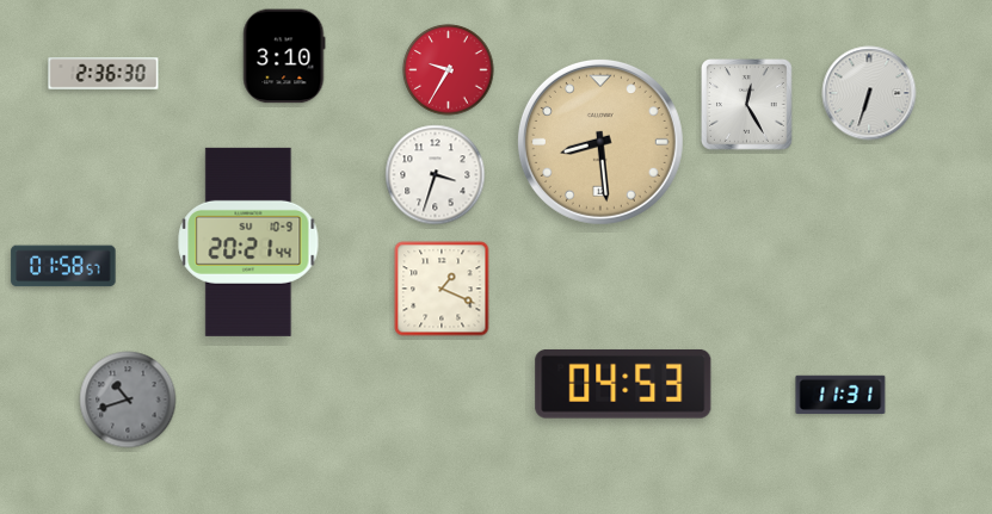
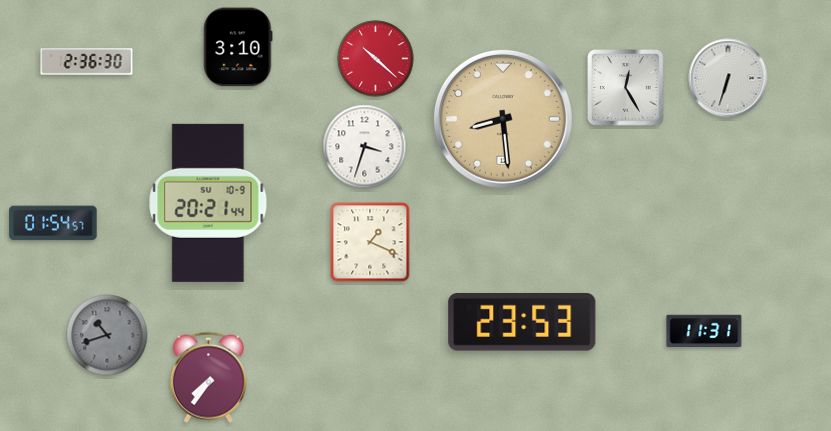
clock at (449, 70): 9:35 -> 10:22
clock at (63, 266): 01:58 -> 01:54
clock at (623, 384): 04:53 -> 23:53
clock at (208, 377): none -> 7:36
